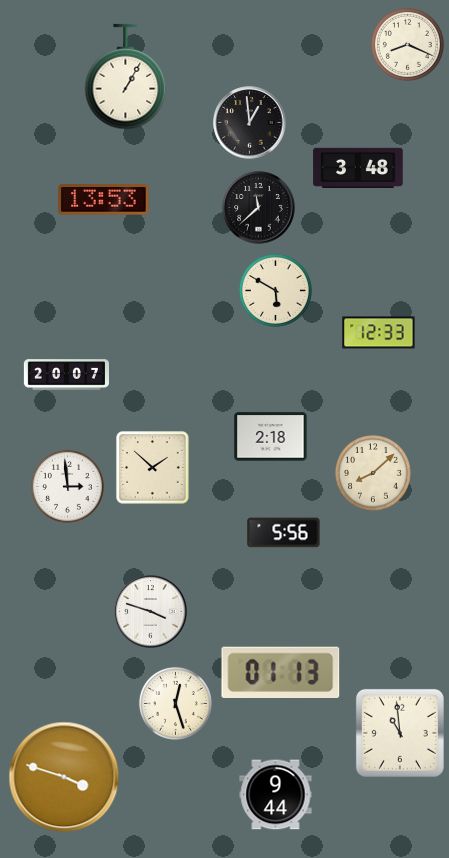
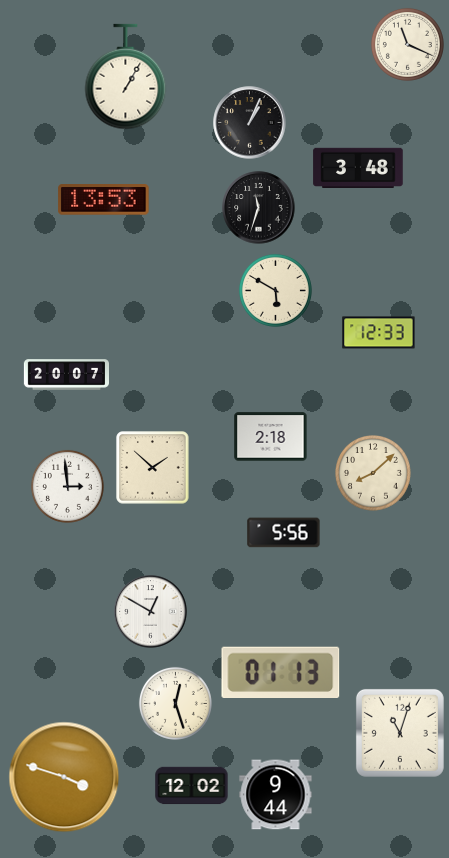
clock at (407, 44): 8:19 -> 11:19
clock at (250, 123): 12:59 -> 1:04
clock at (259, 208): 11:38 -> 11:33
clock at (151, 612): 3:48 -> 12:50
clock at (400, 733): 10:59 -> 11:03
clock at (192, 786): none -> 12:02
